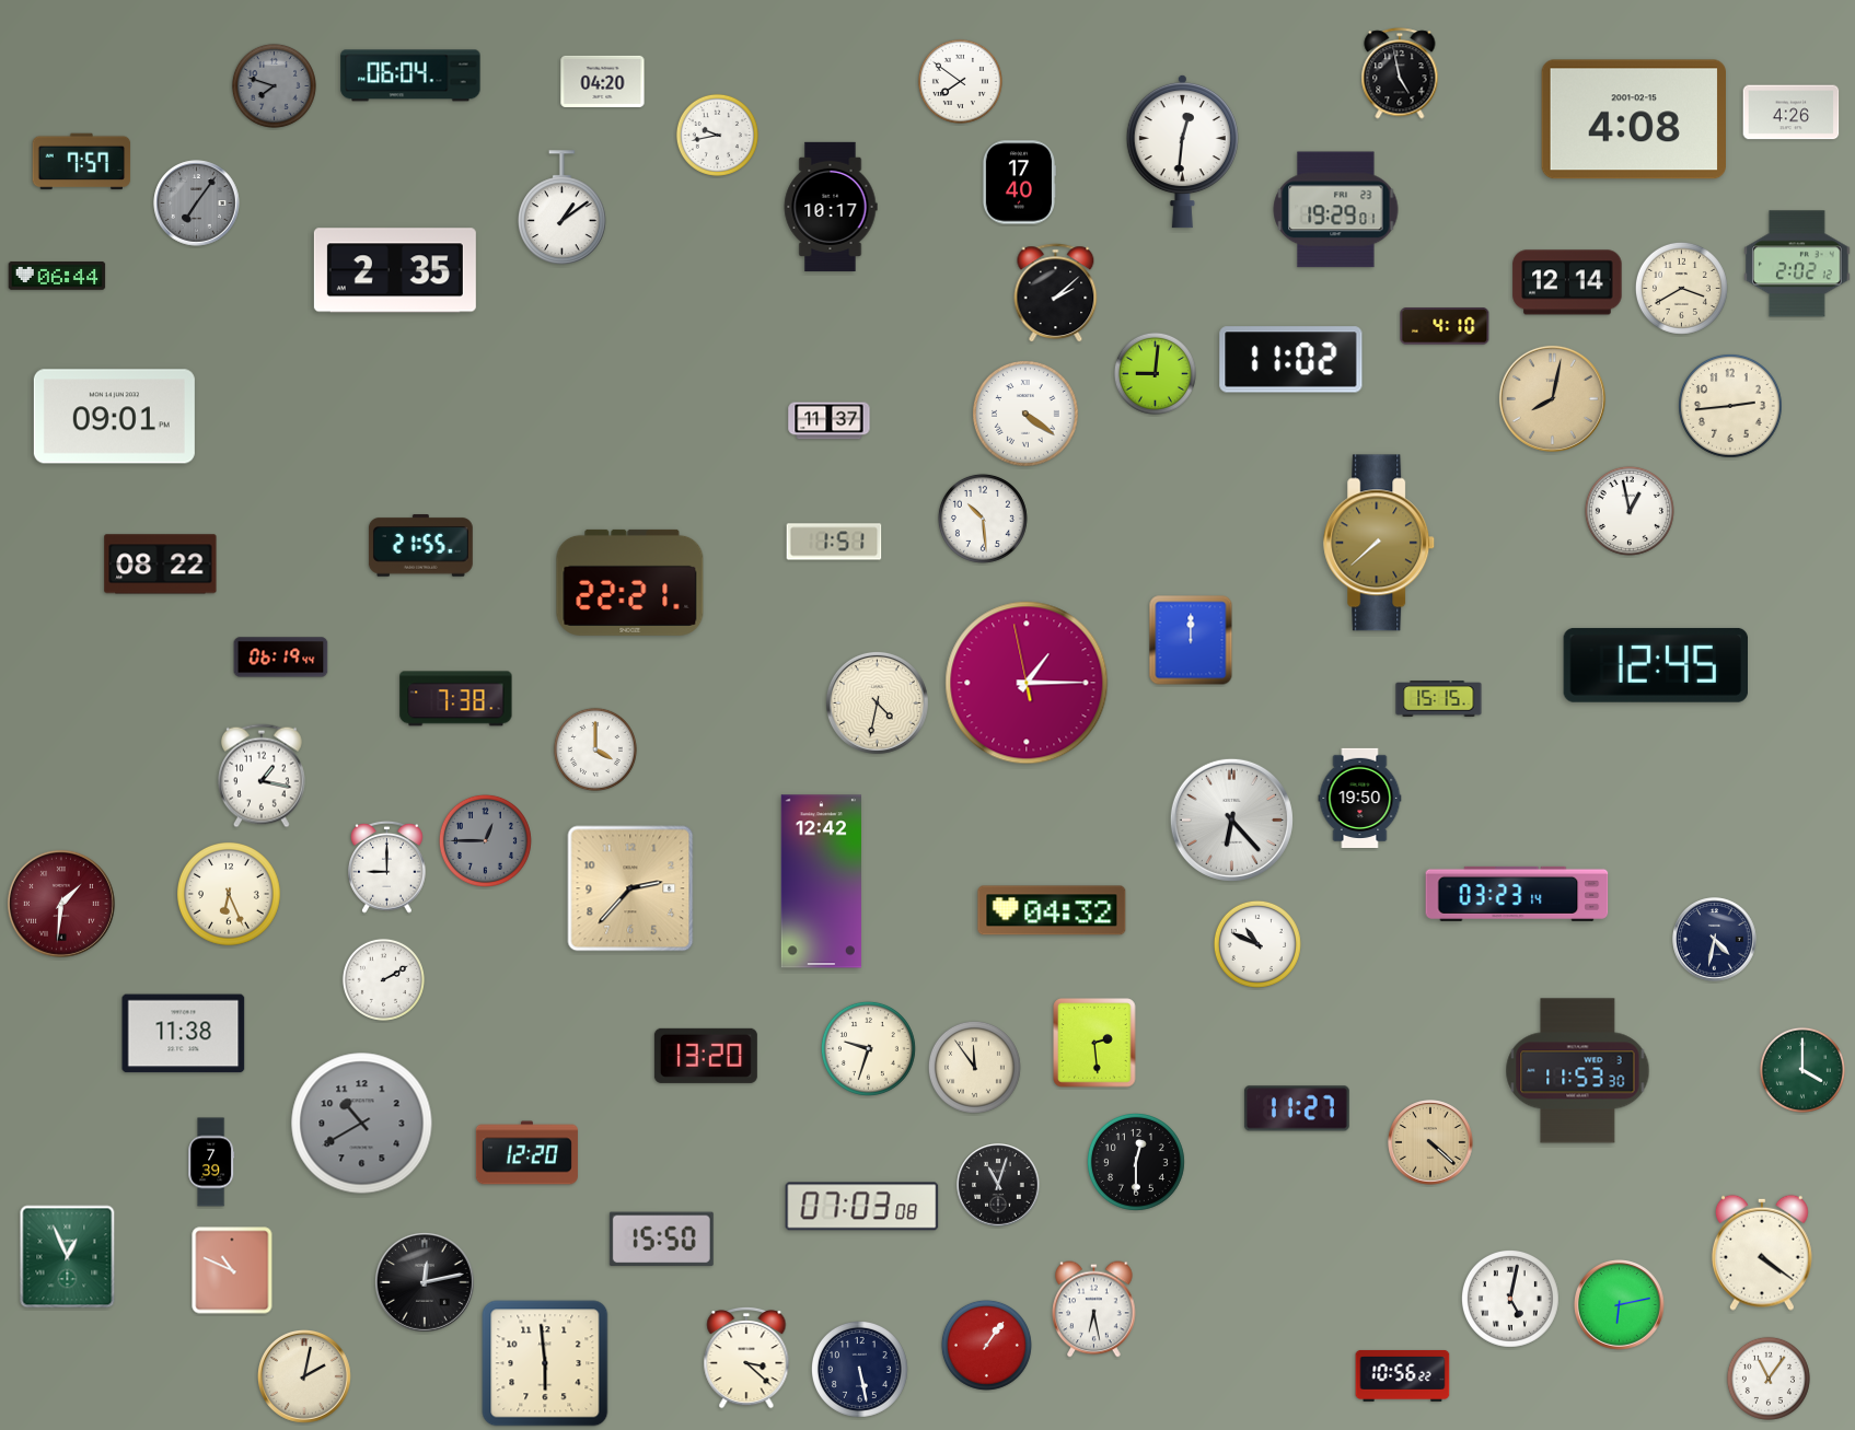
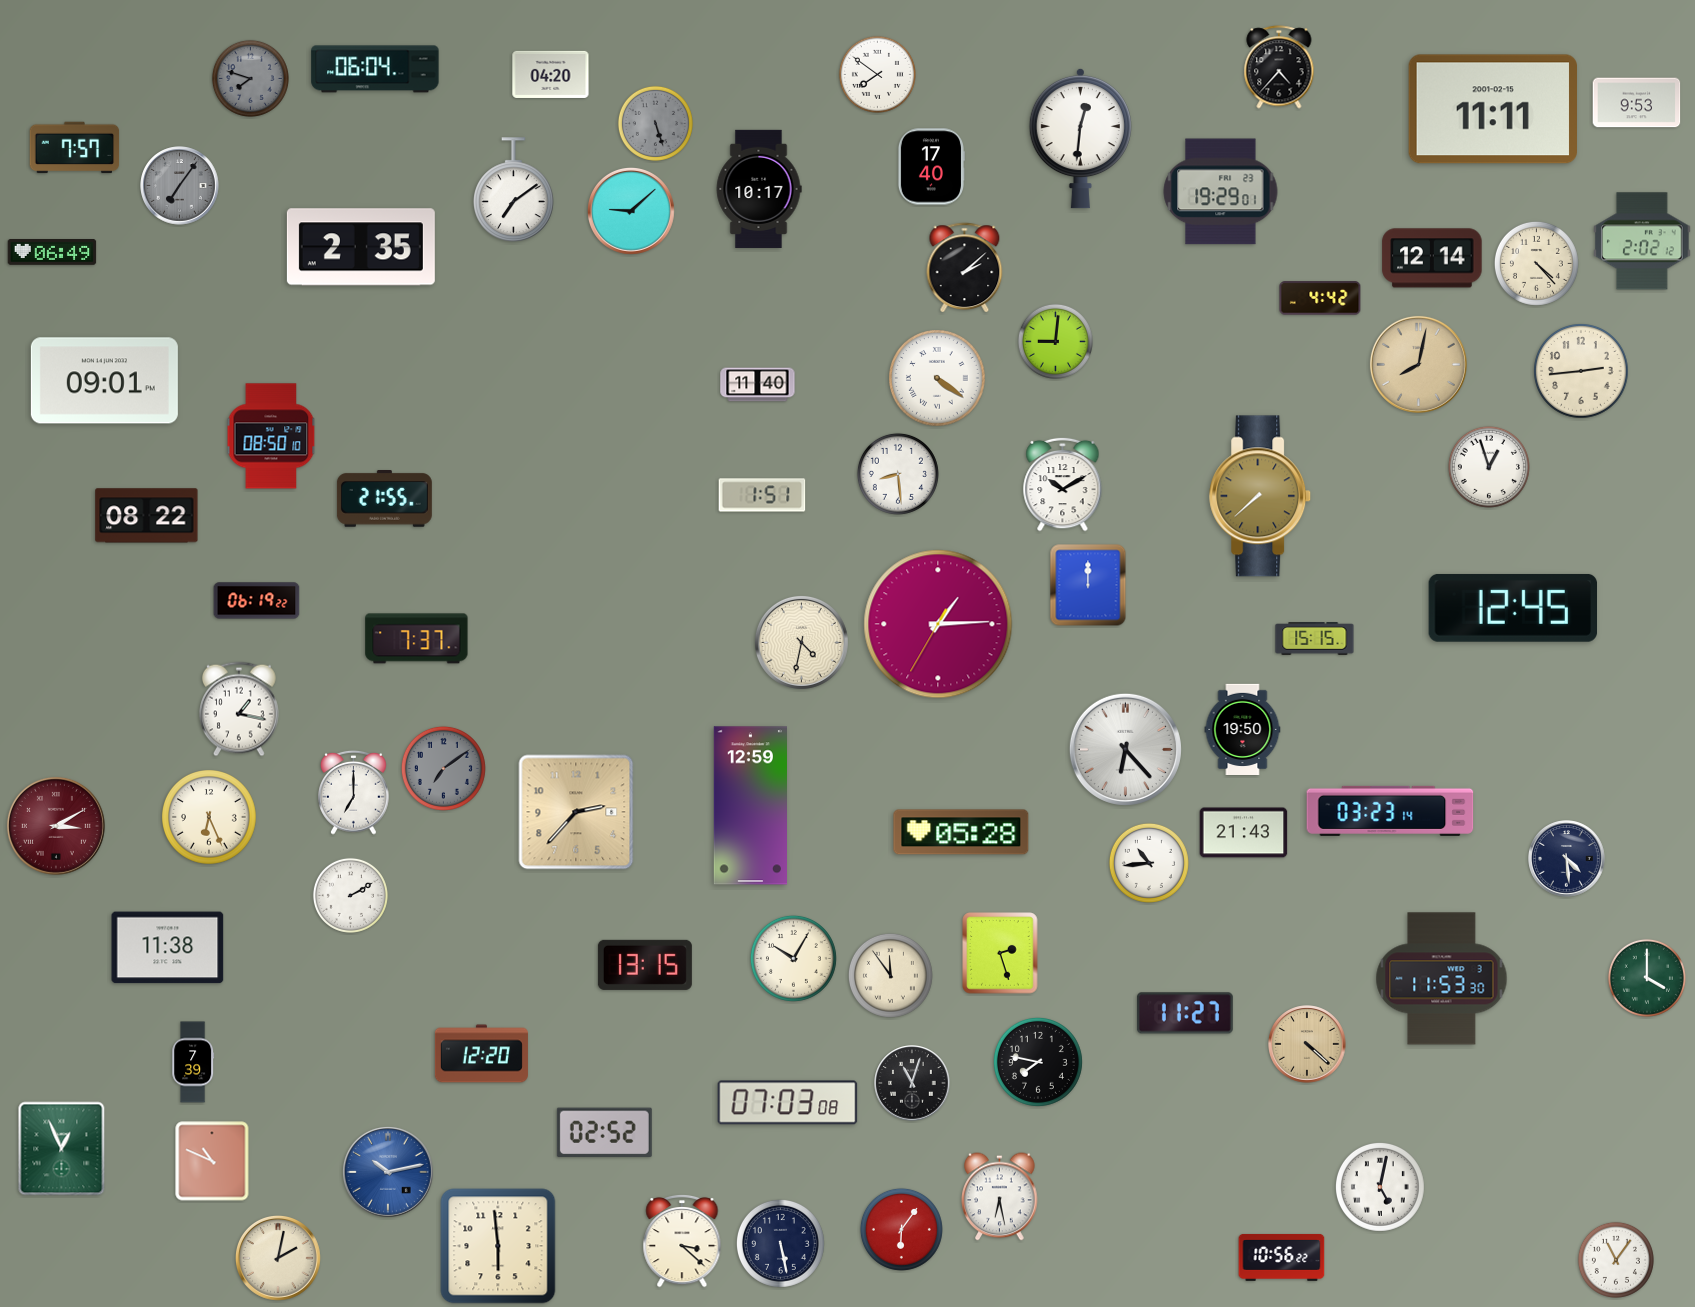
clock at (1400, 73): 4:58 -> 4:37
clock at (1792, 113): 4:26 -> 9:53
clock at (1633, 119): 4:08 -> 11:11
clock at (717, 135): 9:43 -> 5:27
clock at (717, 135) dial: white -> grey
clock at (563, 207): 1:09 -> 7:09
clock at (631, 211): none -> 9:08
clock at (57, 277): 06:44 -> 06:49
clock at (1681, 288): 3:40 -> 4:23
clock at (1445, 326): 4:10 -> 4:42
clock at (1291, 360): 11:02 -> none
clock at (830, 421): 11:37 -> 11:40
clock at (271, 436): none -> 08:50
clock at (1630, 511): 12:58 -> 12:57
clock at (983, 519): 10:29 -> 8:29
clock at (1063, 484): none -> 10:10
clock at (630, 582): 22:21 -> none
clock at (281, 658): 06:19:44 -> 06:19:22
clock at (1027, 683): 1:14:58 -> 1:14:35
clock at (456, 699): 7:38 -> 7:37
clock at (595, 749): 4:00 -> none
clock at (485, 840): 12:45 -> 7:09
clock at (387, 867): 9:00 -> 7:00
clock at (821, 882): 12:42 -> 12:59
clock at (1517, 894) position: (1517, 894) -> (1390, 811)
clock at (61, 904): 1:31 -> 3:10
clock at (1052, 910): 04:32 -> 05:28
clock at (1244, 833): none -> 21:43
clock at (1715, 940): 4:32 -> 4:29
clock at (1257, 944): 10:49 -> 10:44
clock at (184, 1034) position: (184, 1034) -> (168, 948)
clock at (1094, 1043): 2:29 -> 2:27
clock at (868, 1048): 9:33 -> 10:05
clock at (706, 1056): 13:20 -> 13:15
clock at (362, 1124): 10:40 -> none
clock at (1136, 1162): 12:30 -> 7:47
clock at (661, 1240): 15:50 -> 02:52
clock at (1762, 1253): 4:21 -> none
clock at (425, 1282): 12:13 -> 10:13
clock at (425, 1282) dial: black -> blue
clock at (1620, 1305): 6:13 -> none
clock at (986, 1345): 1:06 -> 6:06
clock at (859, 1369) position: (859, 1369) -> (780, 1243)
